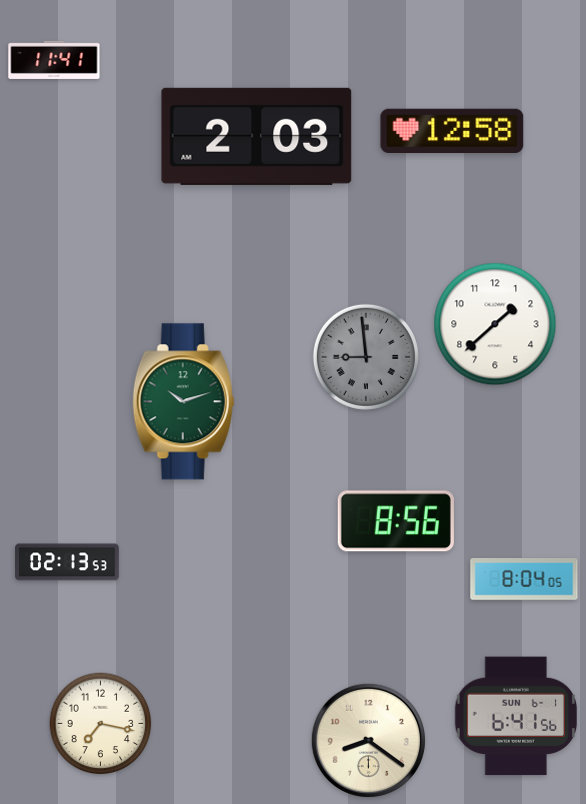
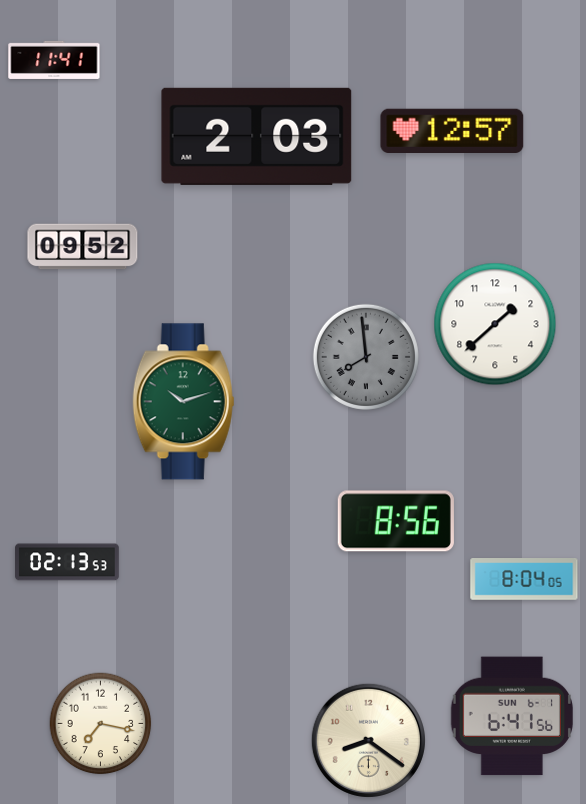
clock at (452, 130): 12:58 -> 12:57
clock at (83, 247): none -> 09:52
clock at (366, 357): 8:59 -> 7:59
clock at (516, 716) position: (516, 716) -> (512, 716)
